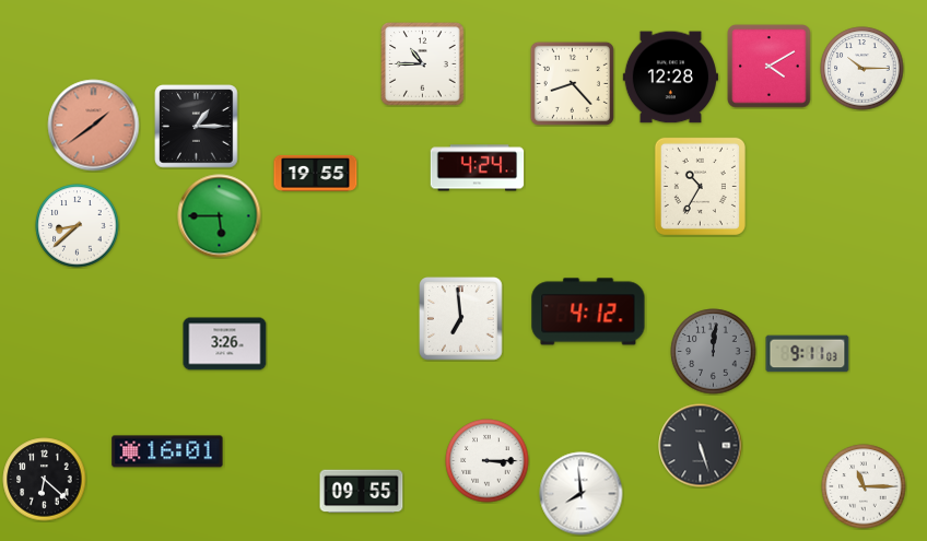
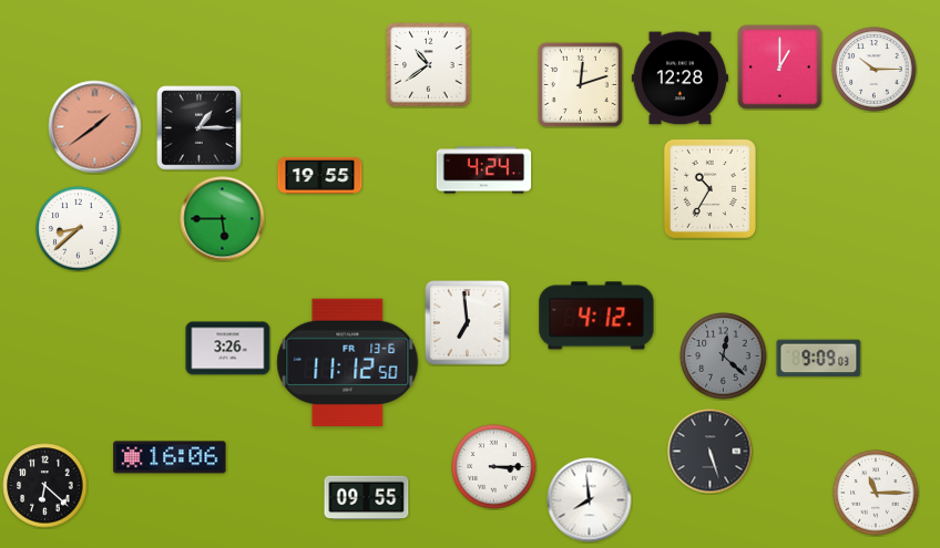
clock at (423, 64): 10:45 -> 10:39
clock at (770, 67): 4:10 -> 1:00
clock at (572, 83): 8:23 -> 12:12
clock at (714, 352): 12:01 -> 12:22
clock at (808, 354): 9:11 -> 9:09
clock at (348, 362): none -> 11:12
clock at (167, 451): 16:01 -> 16:06
